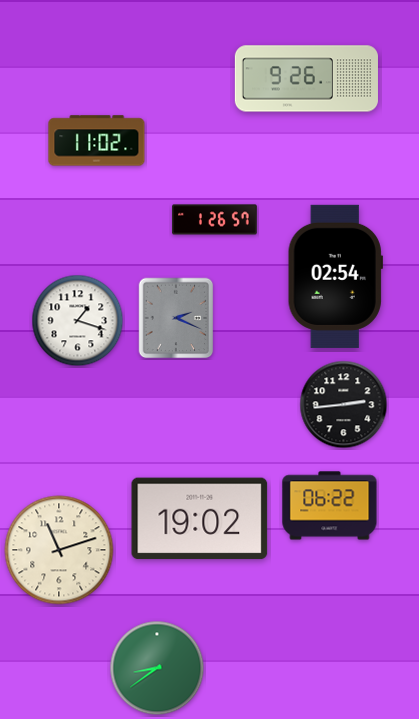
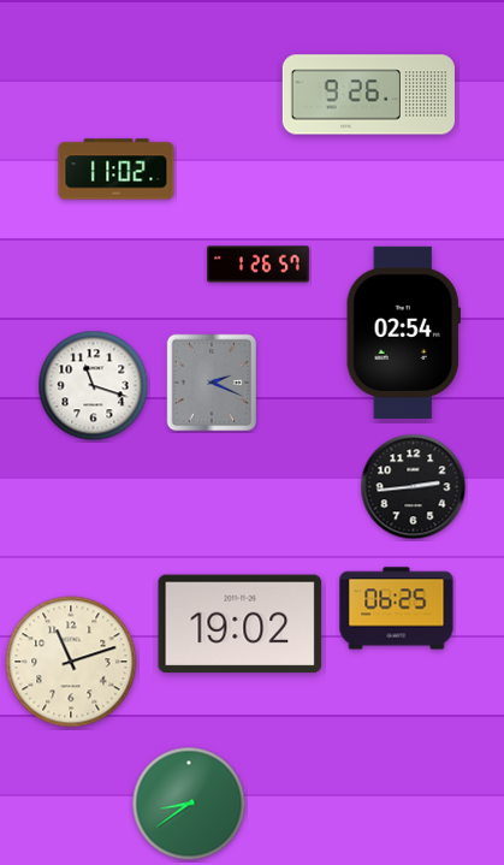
clock at (78, 321): 1:18 -> 11:18
clock at (330, 506): 06:22 -> 06:25
